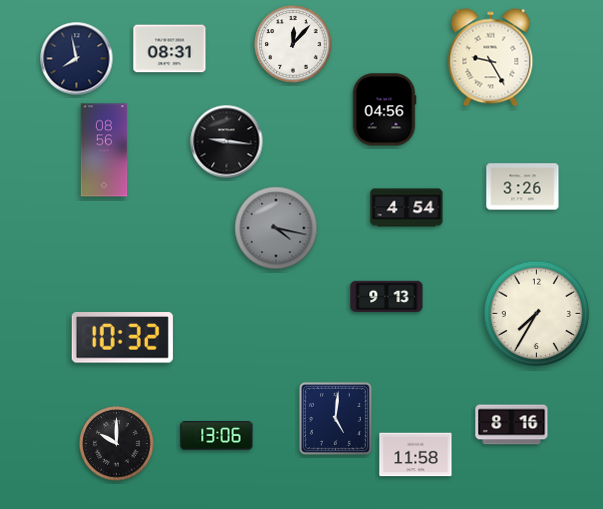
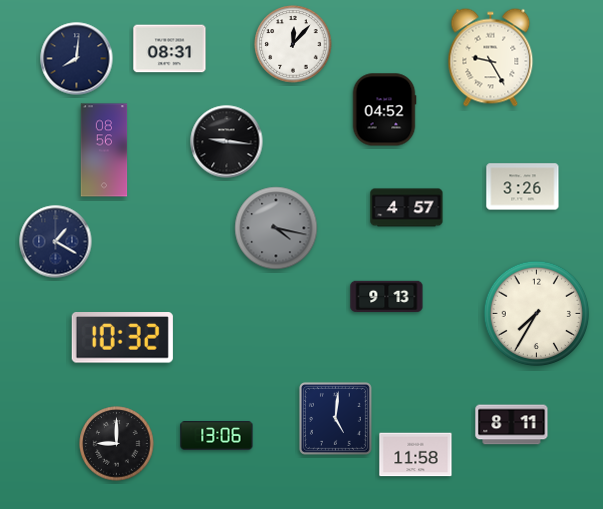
clock at (77, 59): 7:58 -> 8:01
clock at (384, 110): 04:56 -> 04:52
clock at (407, 208): 4:54 -> 4:57
clock at (56, 242): none -> 1:20
clock at (512, 425): 8:16 -> 8:11
clock at (117, 444): 10:00 -> 9:00
